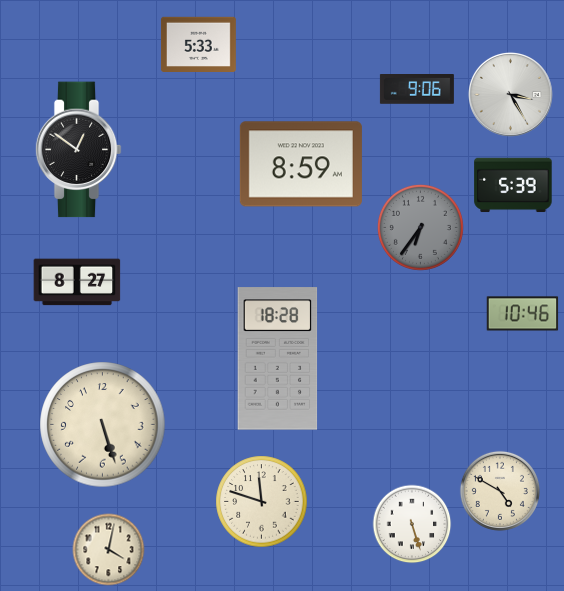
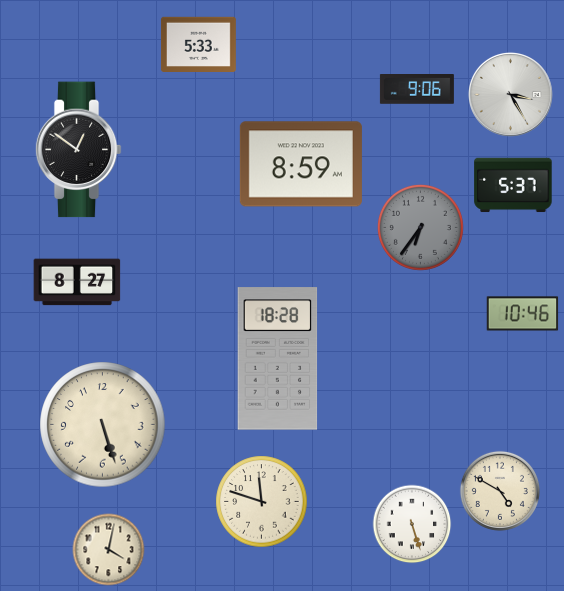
clock at (513, 185): 5:39 -> 5:37
